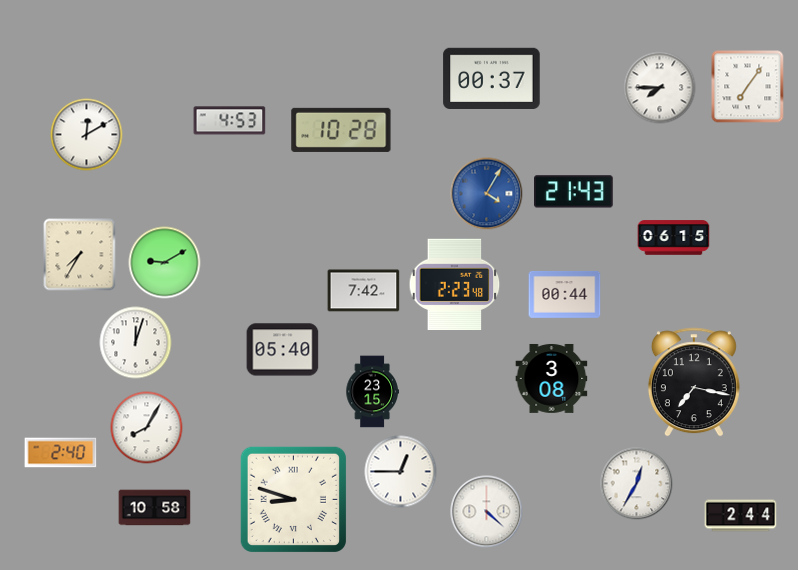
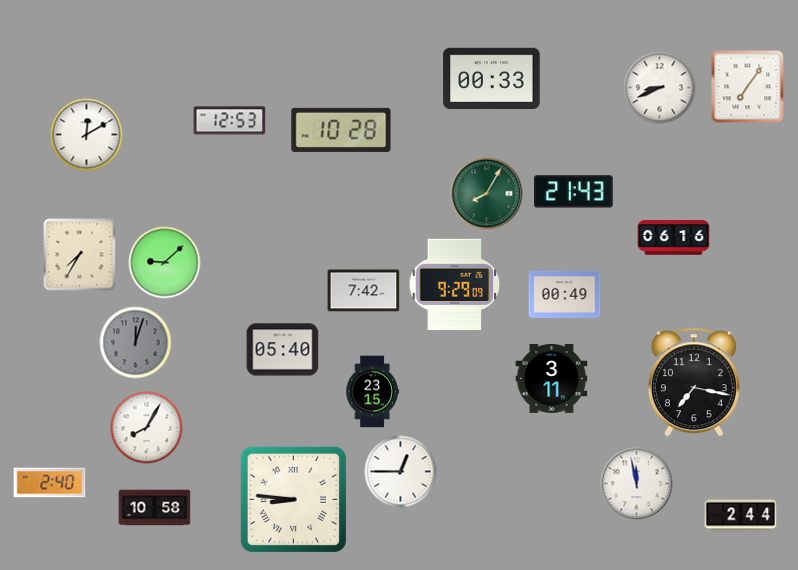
clock at (492, 78): 00:37 -> 00:33
clock at (660, 88): 7:45 -> 8:41
clock at (230, 121): 4:53 -> 12:53
clock at (487, 194): 4:05 -> 8:05
clock at (487, 194) dial: blue -> green
clock at (674, 238): 06:15 -> 06:16
clock at (165, 263): 9:10 -> 9:08
clock at (455, 284): 2:23 -> 9:29
clock at (565, 294): 00:44 -> 00:49
clock at (136, 343) dial: white -> grey
clock at (552, 378): 3:08 -> 3:11
clock at (61, 453) position: (61, 453) -> (50, 483)
clock at (637, 484): 12:35 -> 11:58
clock at (293, 499): 8:48 -> 8:46
clock at (487, 512): 4:22 -> none
